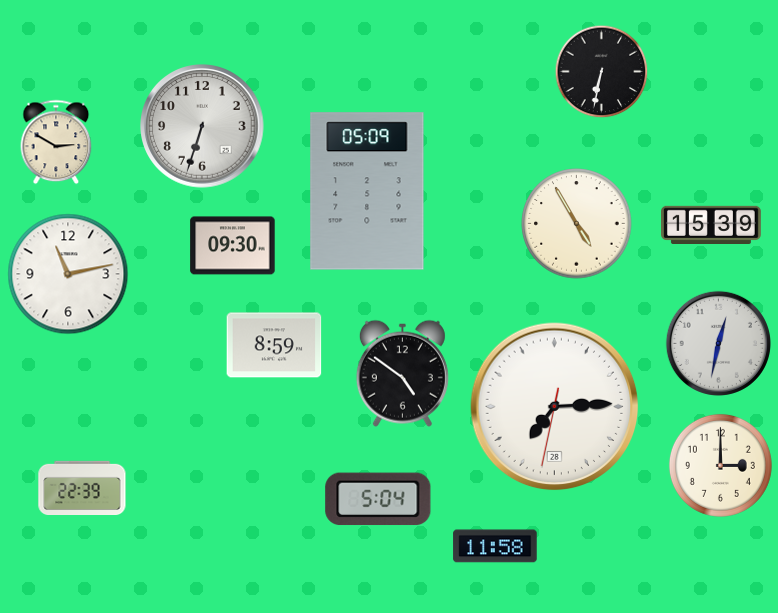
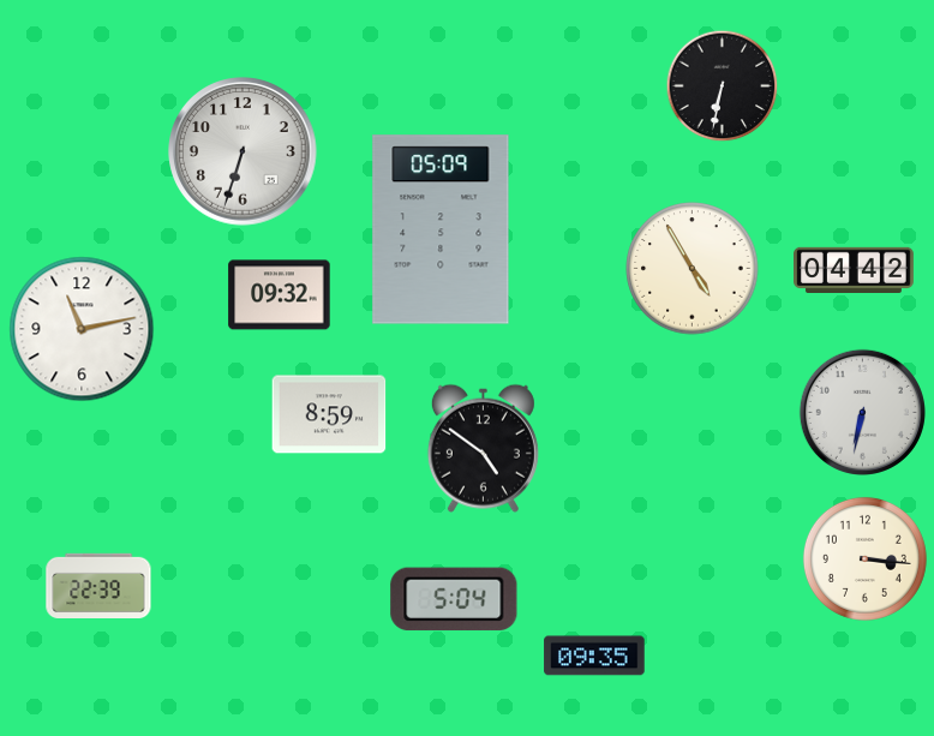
clock at (56, 142): 2:50 -> none
clock at (712, 224): 15:39 -> 04:42
clock at (233, 246): 09:30 -> 09:32
clock at (718, 343): 12:32 -> 6:32
clock at (555, 407): 7:14 -> none
clock at (720, 465): 3:00 -> 3:16
clock at (495, 546): 11:58 -> 09:35
